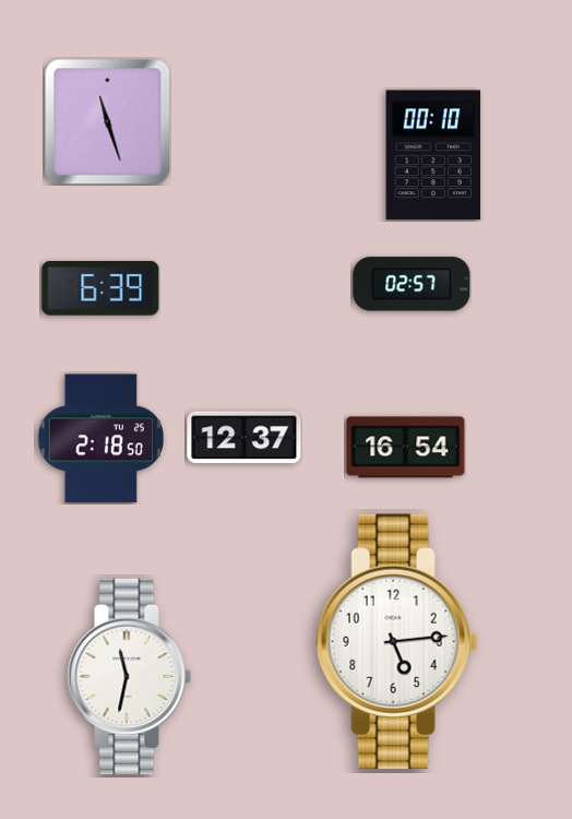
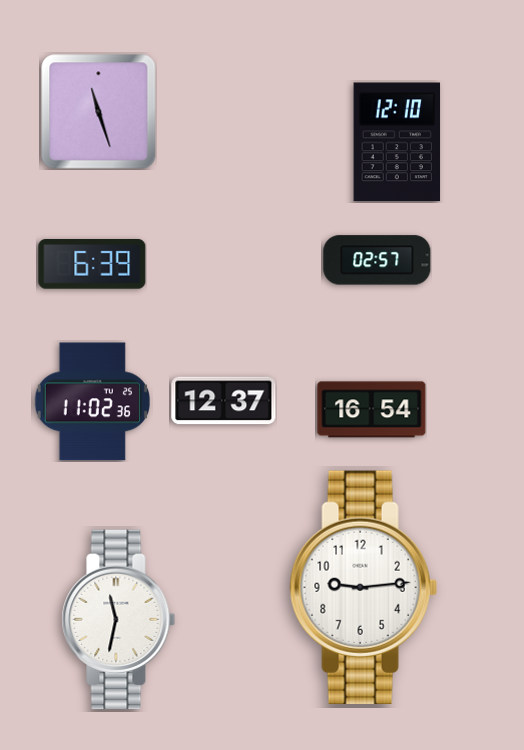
clock at (433, 155): 00:10 -> 12:10
clock at (100, 439): 2:18 -> 11:02
clock at (396, 641): 5:14 -> 9:14
